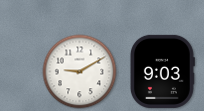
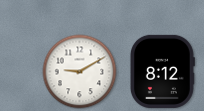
clock at (162, 71): 9:03 -> 8:12
